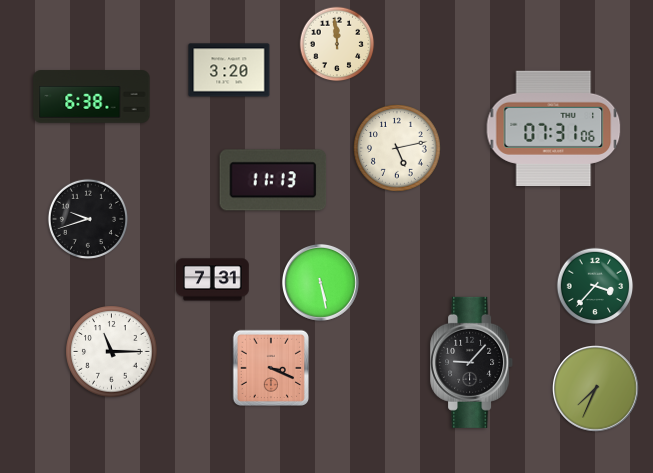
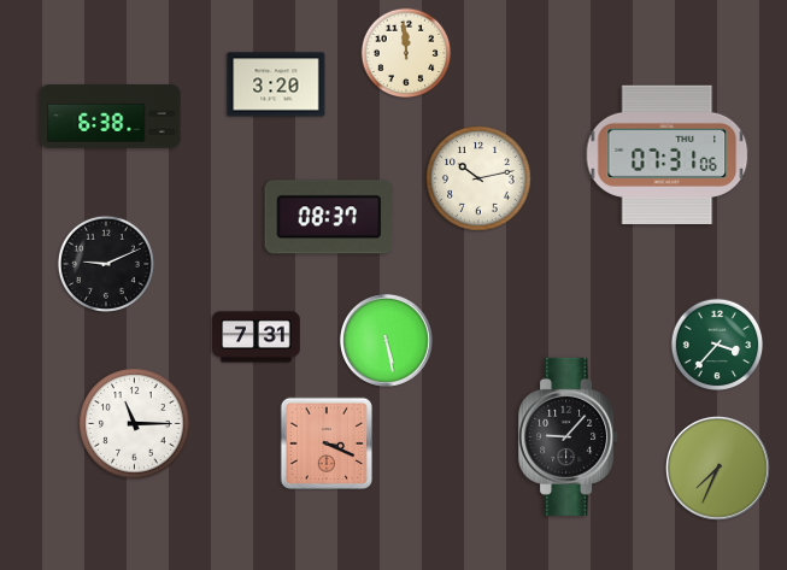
clock at (398, 149): 5:13 -> 10:13
clock at (273, 180): 11:13 -> 08:37
clock at (88, 219): 9:42 -> 9:11
